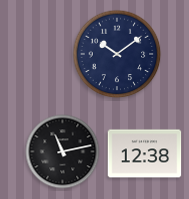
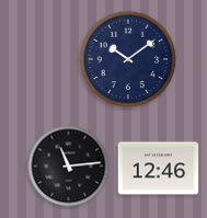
clock at (63, 152): 11:13 -> 11:14
clock at (145, 154): 12:38 -> 12:46
